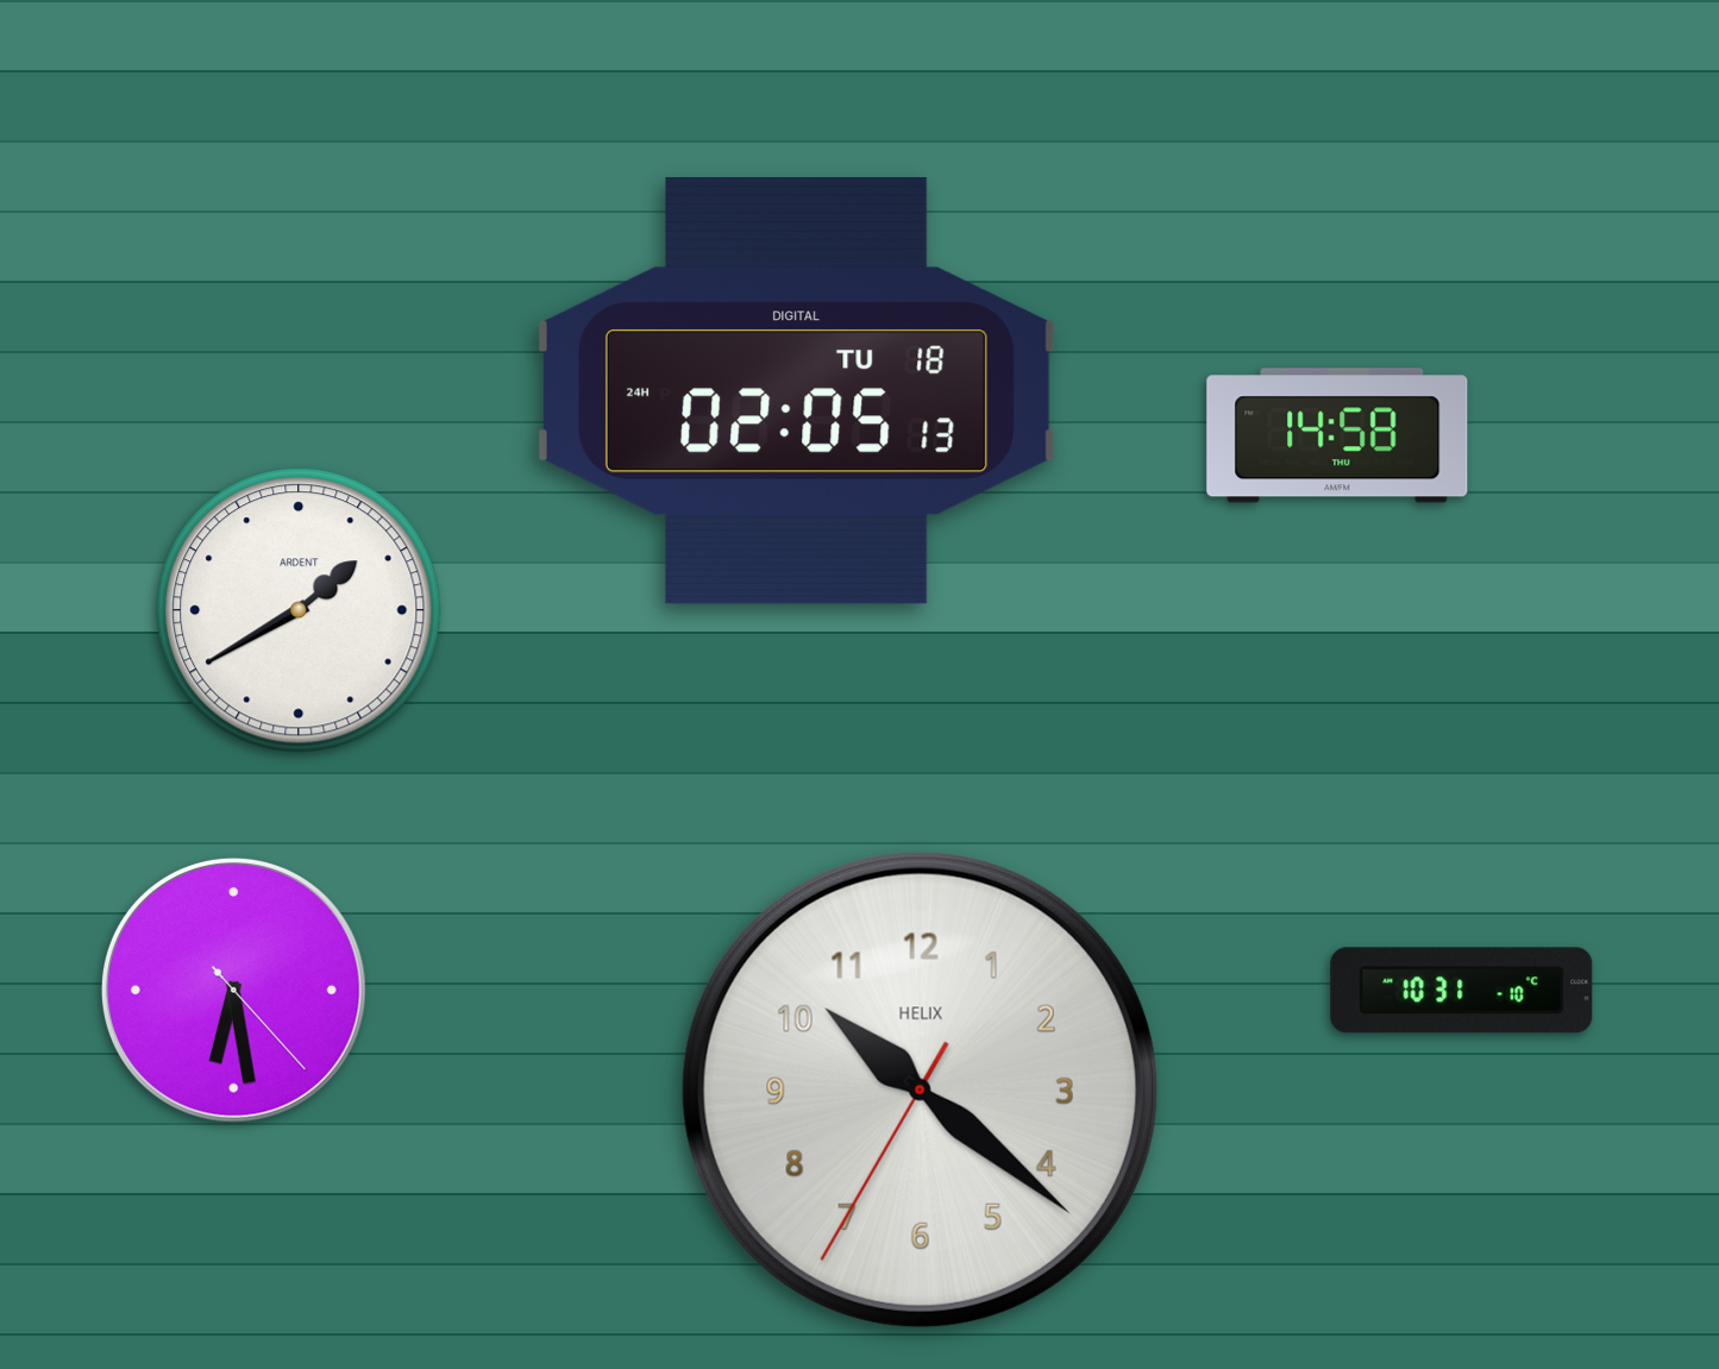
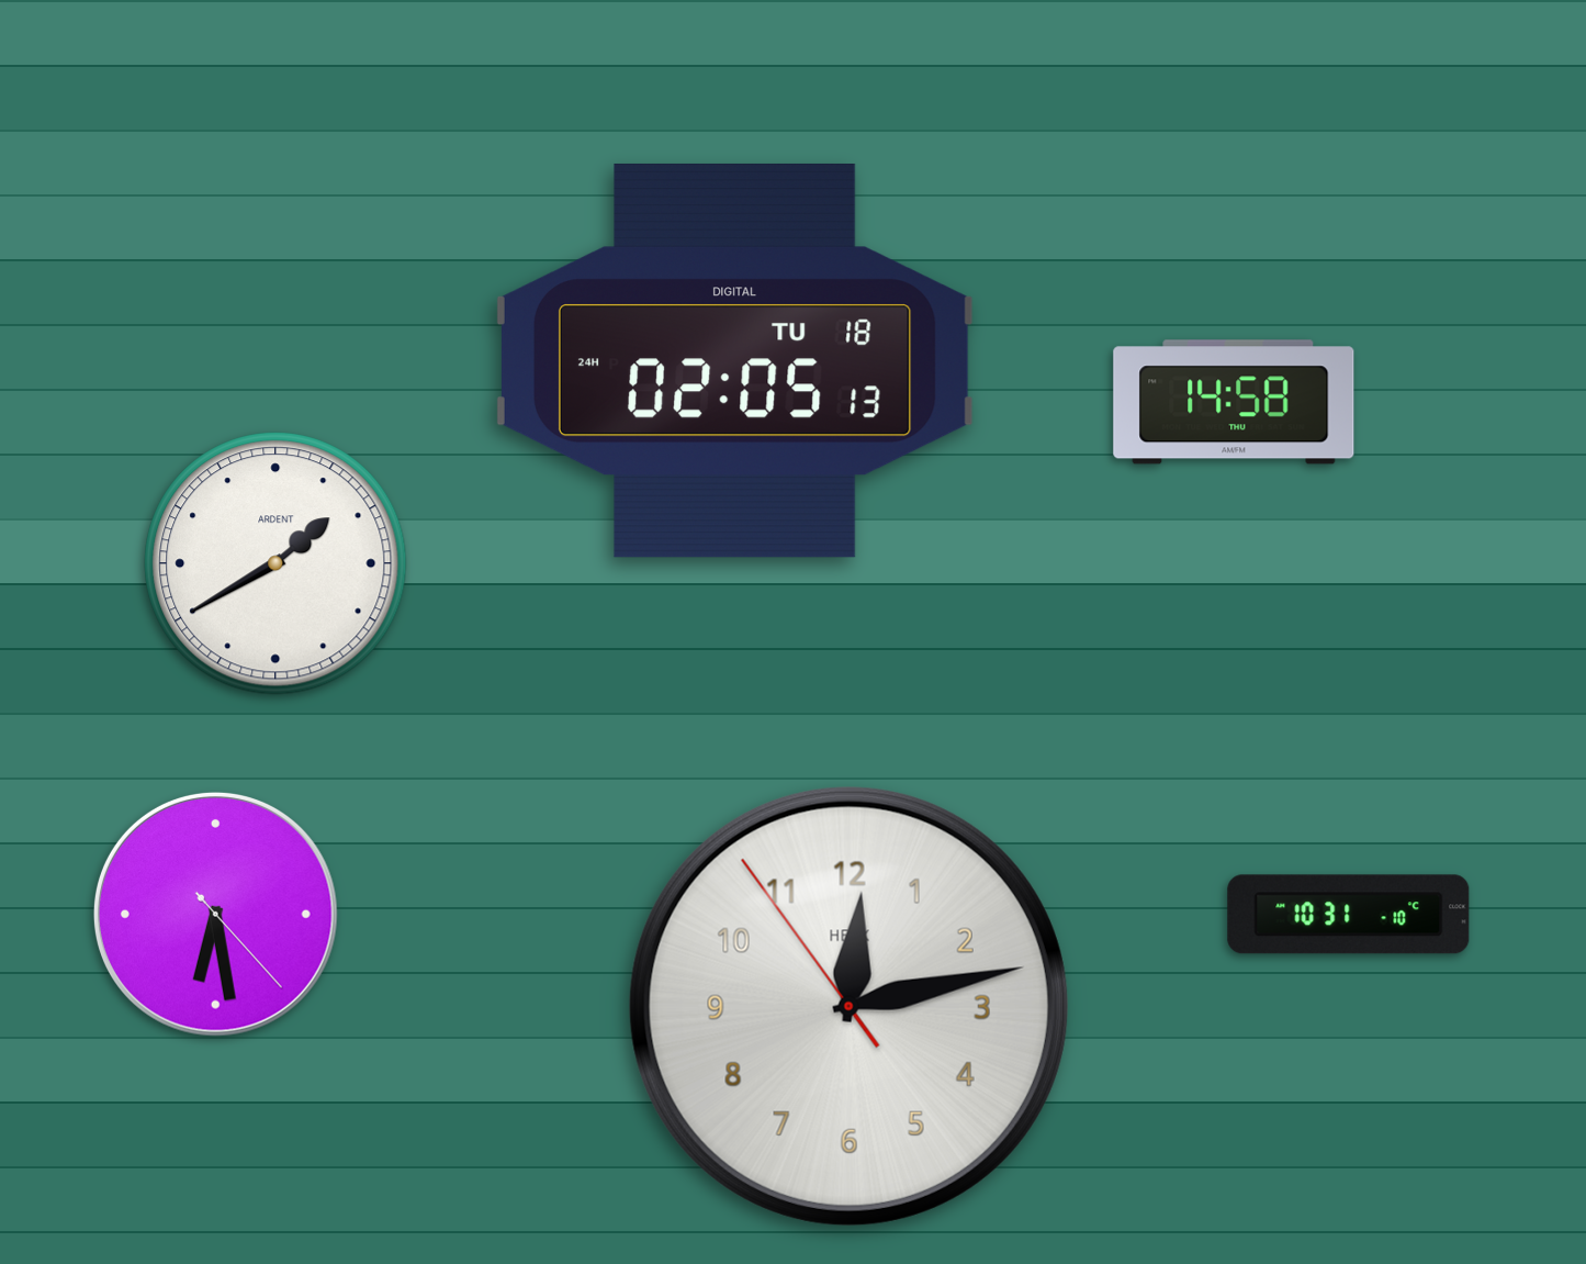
clock at (920, 1089): 10:21 -> 12:12
